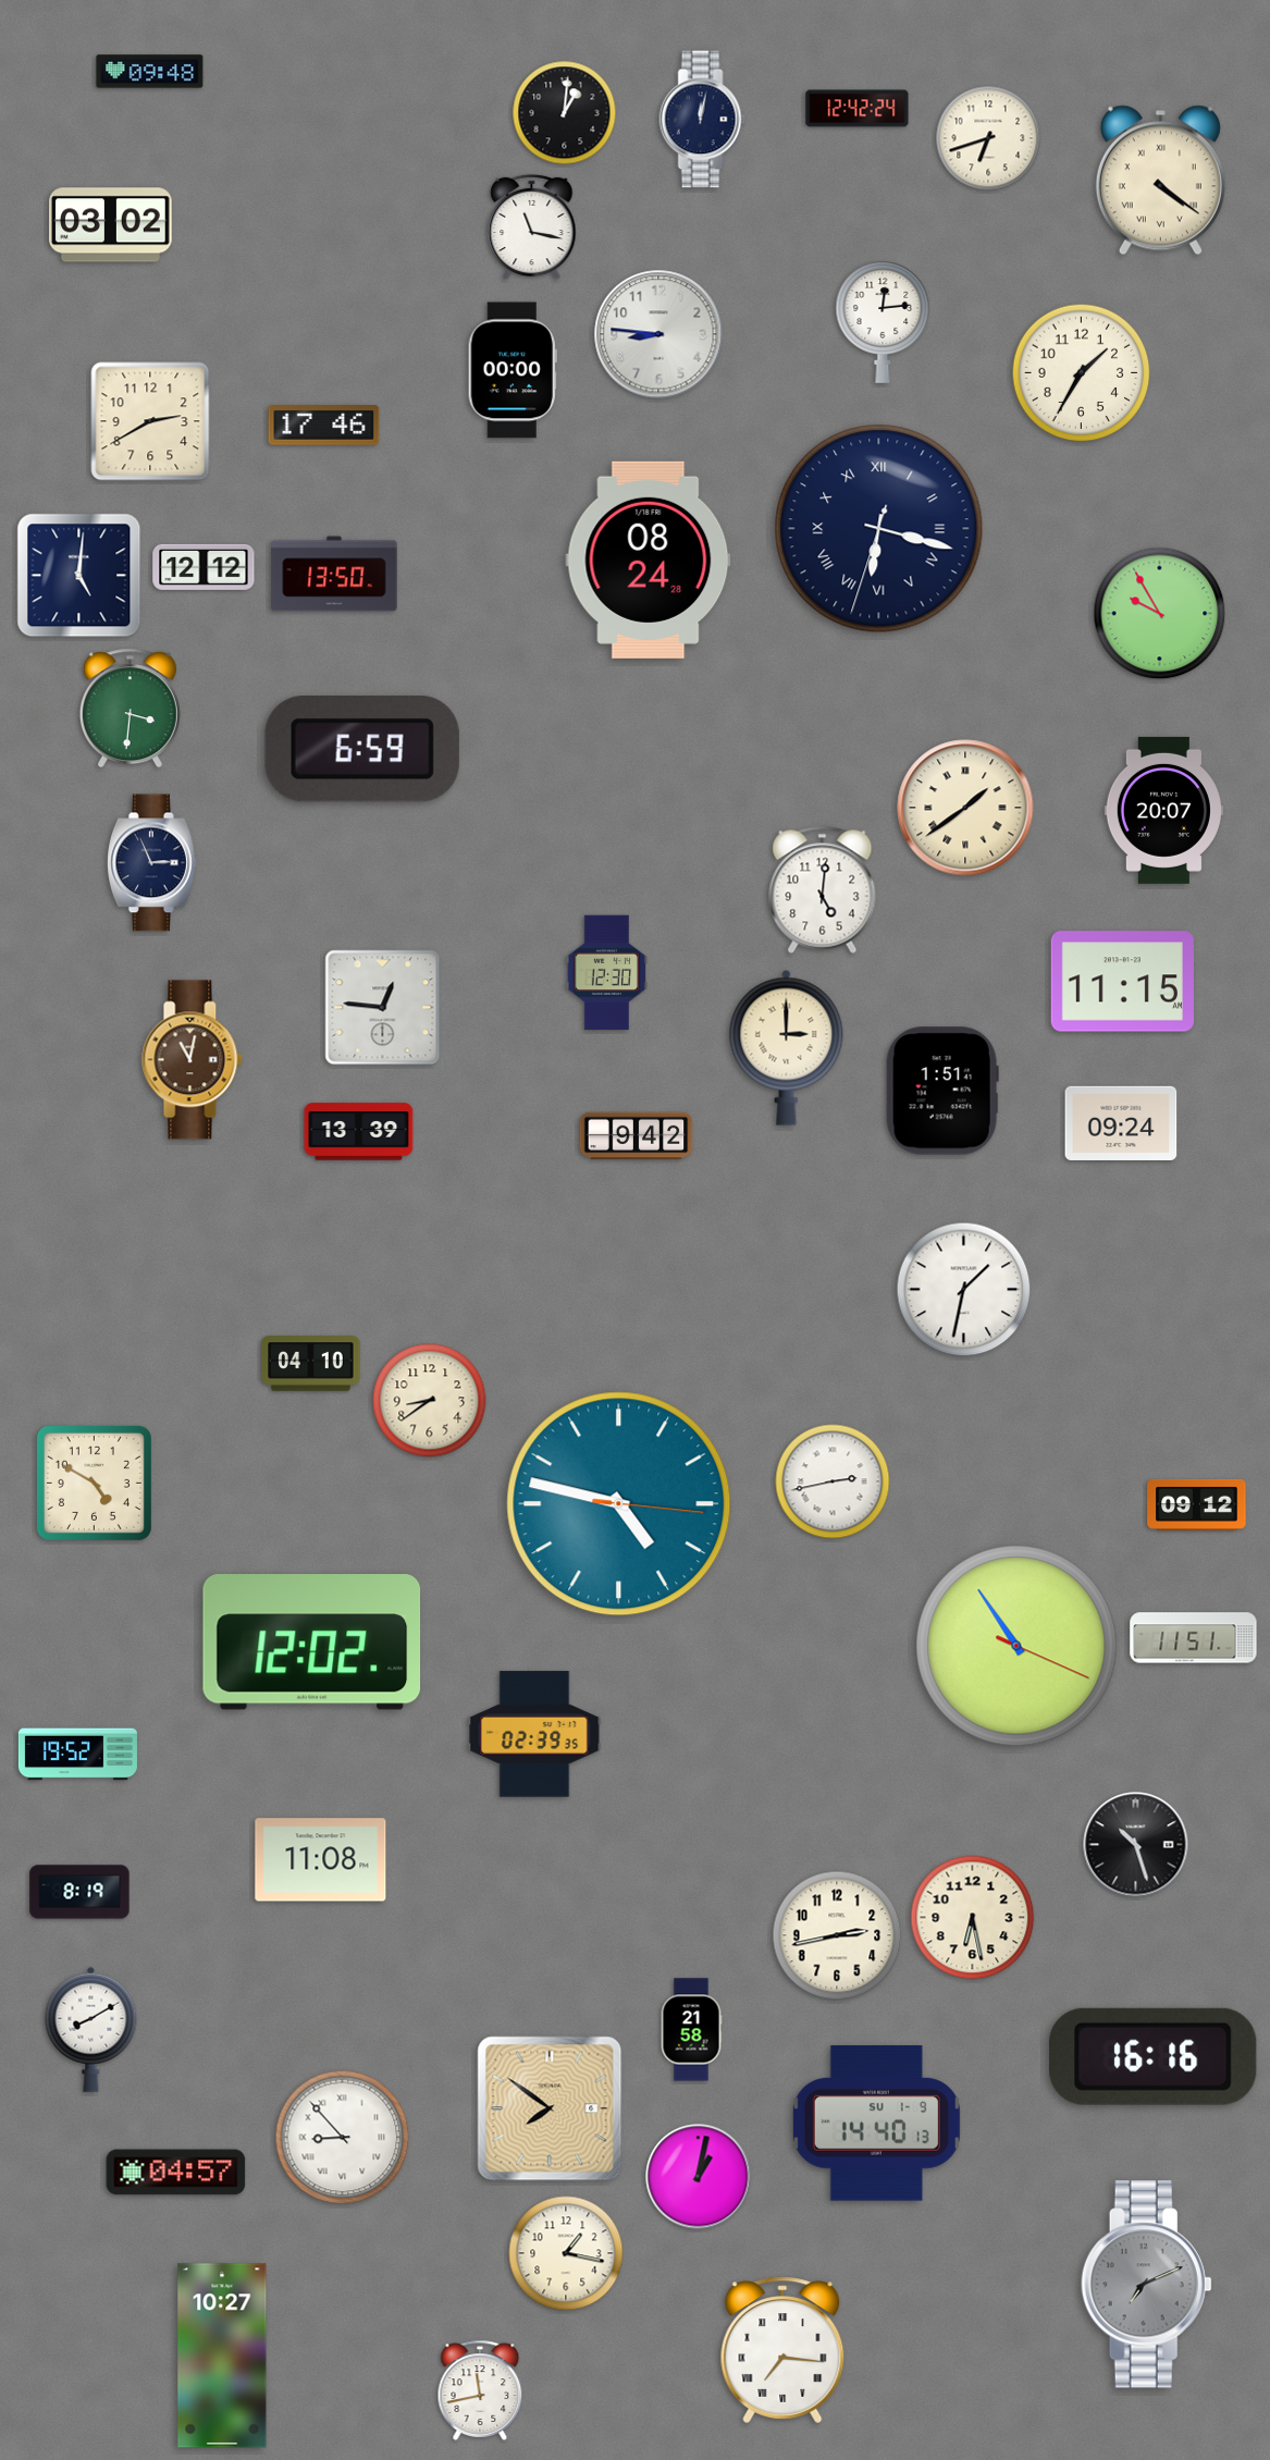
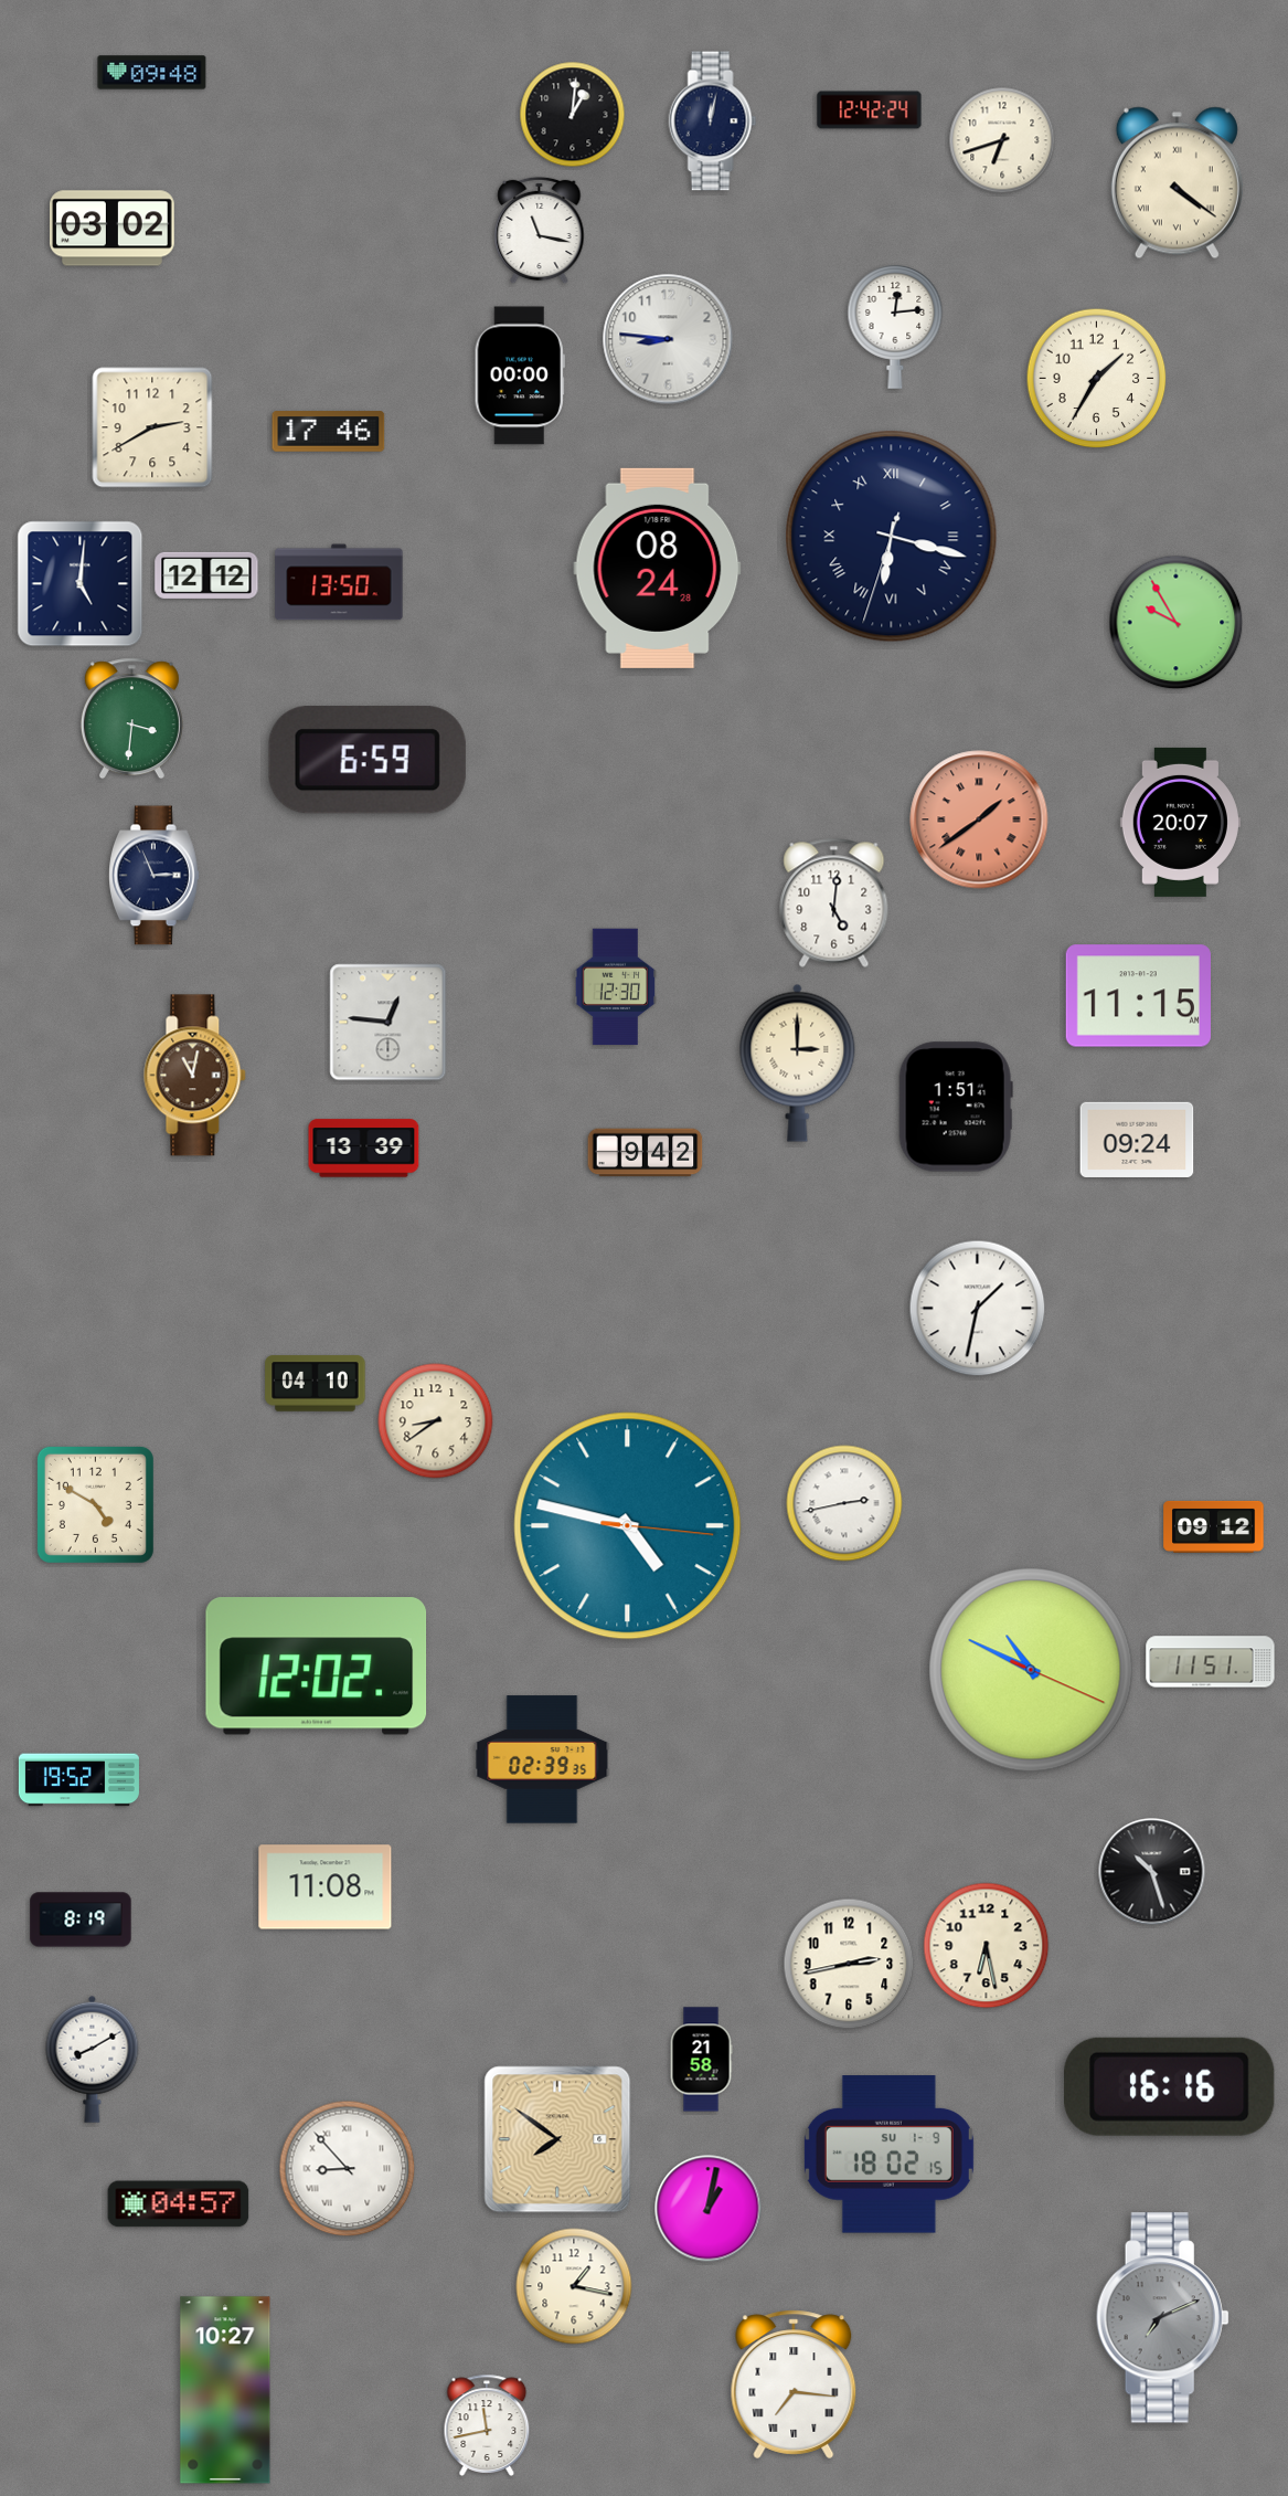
clock at (965, 808) dial: cream -> salmon
clock at (1016, 1646): 10:54 -> 10:49
clock at (876, 2124): 14:40 -> 18:02
